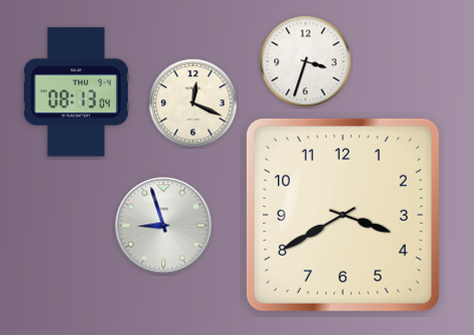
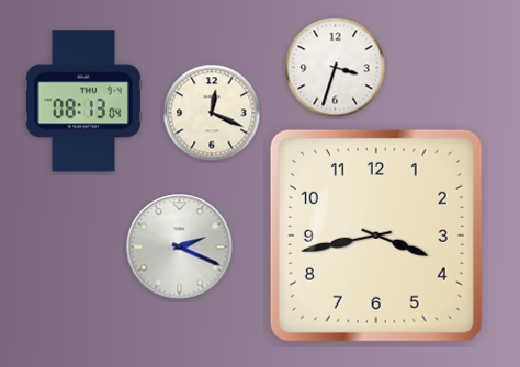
clock at (343, 215): 3:40 -> 3:43
clock at (164, 226): 8:57 -> 2:19
